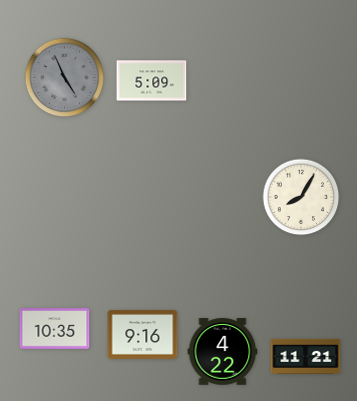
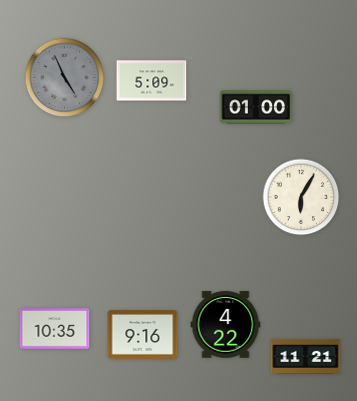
clock at (256, 107): none -> 01:00
clock at (301, 197): 8:05 -> 6:05
clock at (223, 352) position: (223, 352) -> (226, 325)
